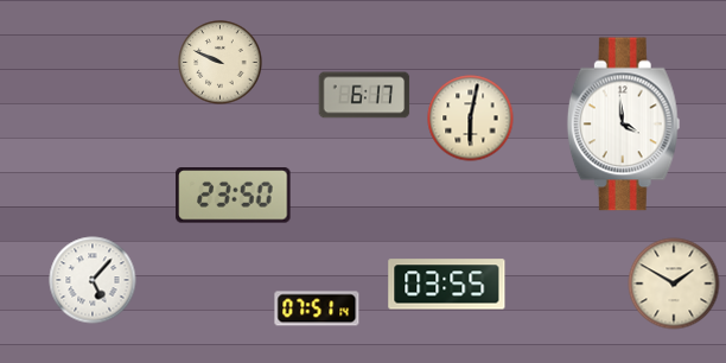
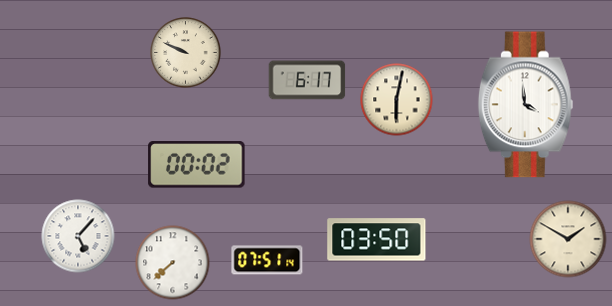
clock at (234, 196): 23:50 -> 00:02
clock at (447, 285): 03:55 -> 03:50
clock at (173, 263): none -> 7:38
